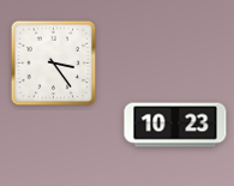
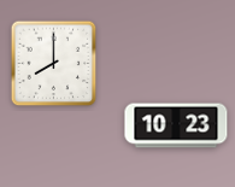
clock at (54, 64): 3:24 -> 8:00
